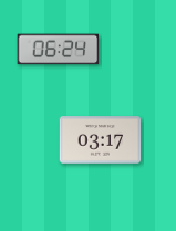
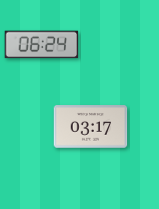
clock at (59, 50) position: (59, 50) -> (42, 45)
